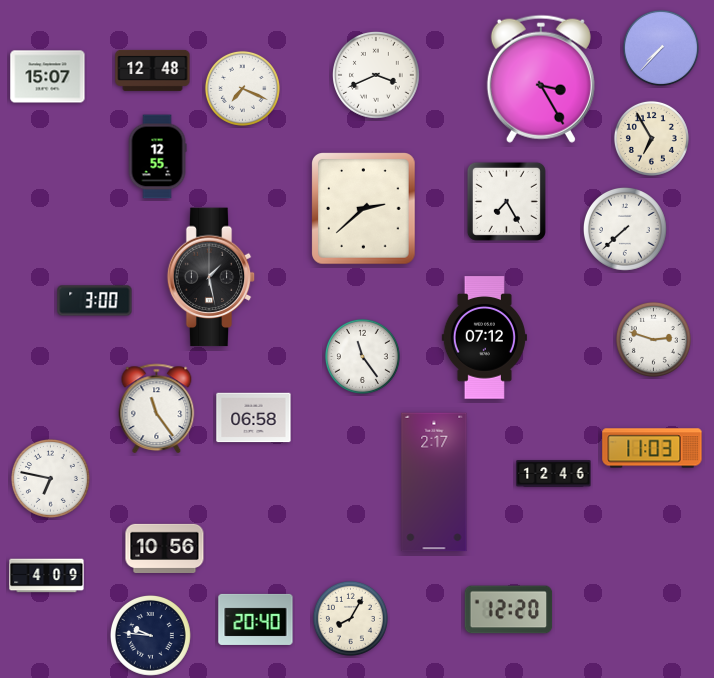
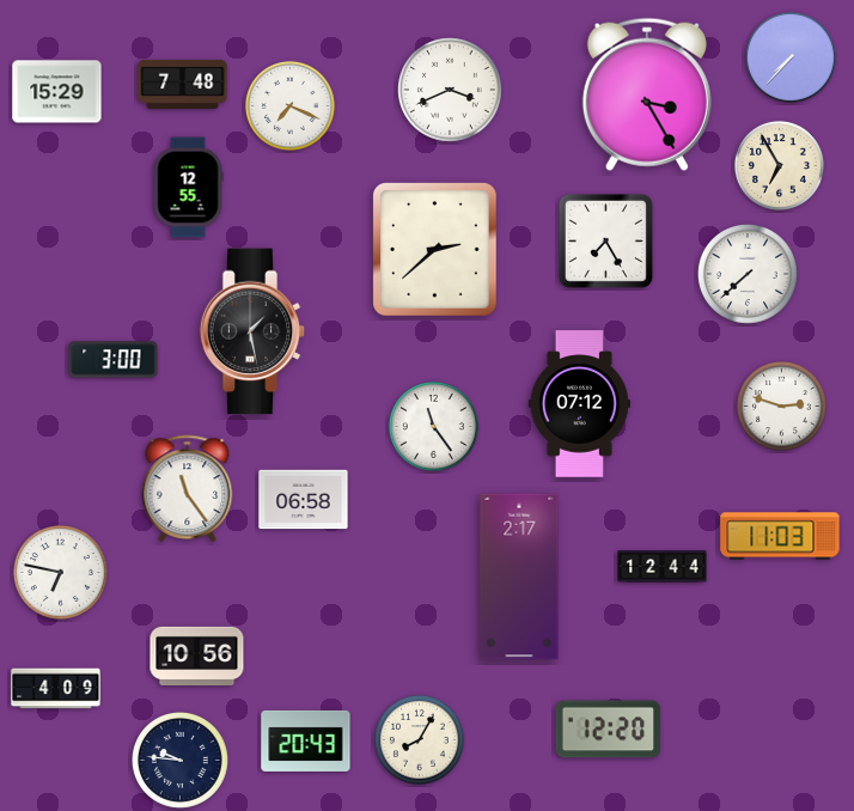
clock at (153, 70): 12:48 -> 7:48
clock at (48, 77): 15:07 -> 15:29
clock at (554, 474): 12:46 -> 12:44
clock at (256, 619): 20:40 -> 20:43
